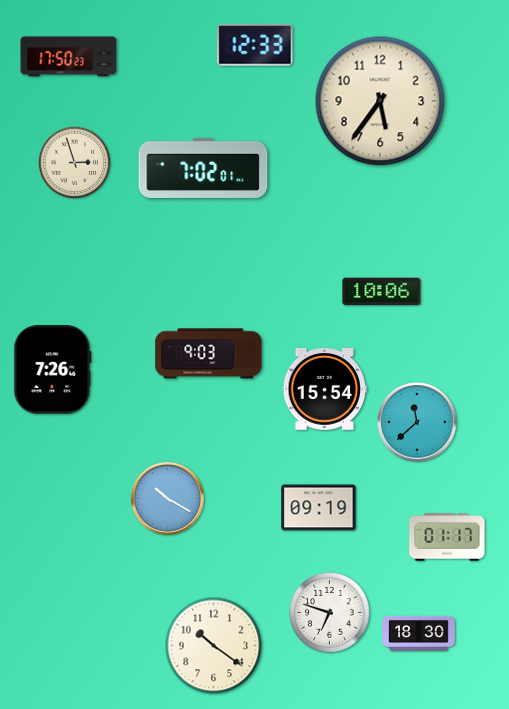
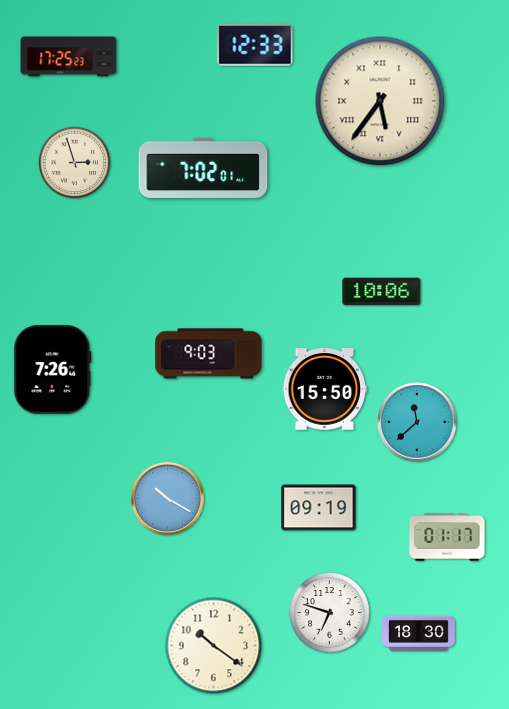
clock at (69, 57): 17:50 -> 17:25
clock at (380, 101) numerals: Arabic -> Roman
clock at (324, 390): 15:54 -> 15:50
